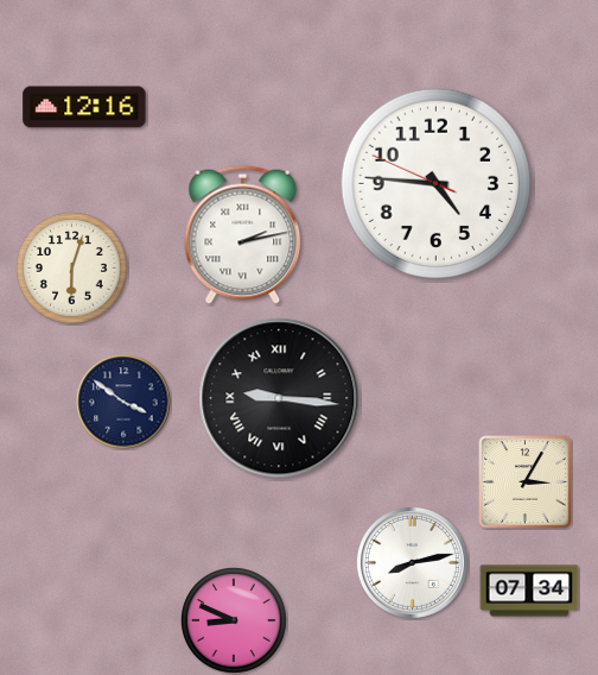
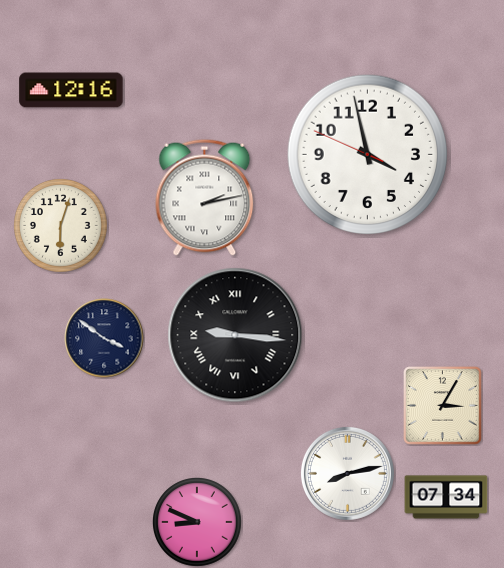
clock at (437, 184): 4:45 -> 3:57
